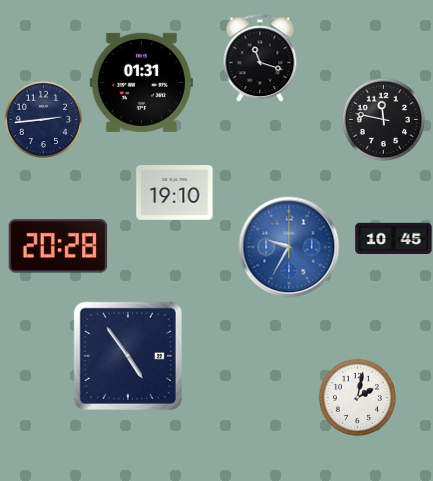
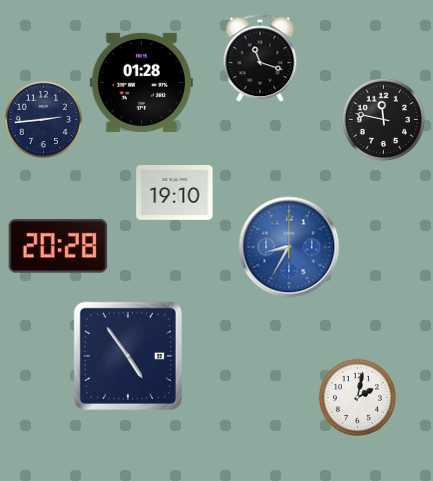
clock at (141, 82): 01:31 -> 01:28
clock at (394, 238): 10:45 -> none
clock at (289, 247): 9:35 -> 8:35
